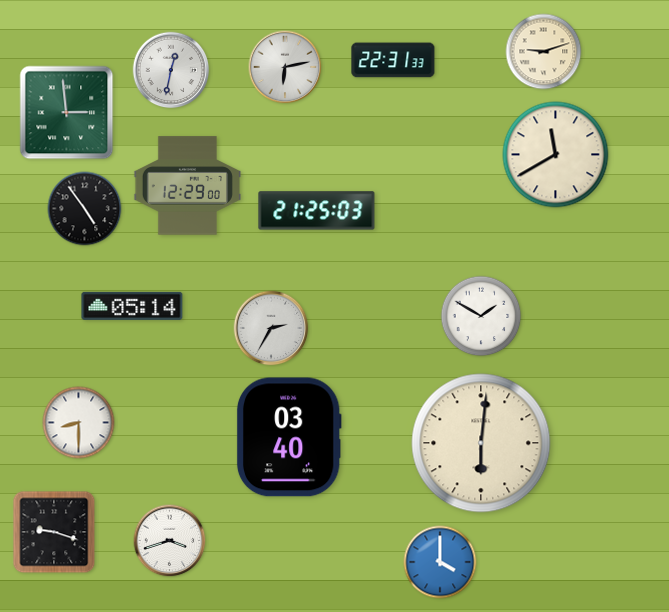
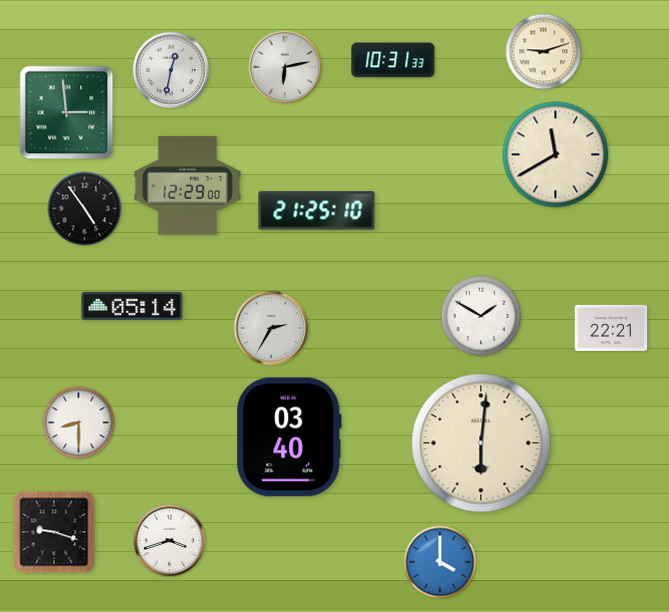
clock at (393, 60): 22:31 -> 10:31
clock at (317, 211): 21:25:03 -> 21:25:10
clock at (611, 328): none -> 22:21
